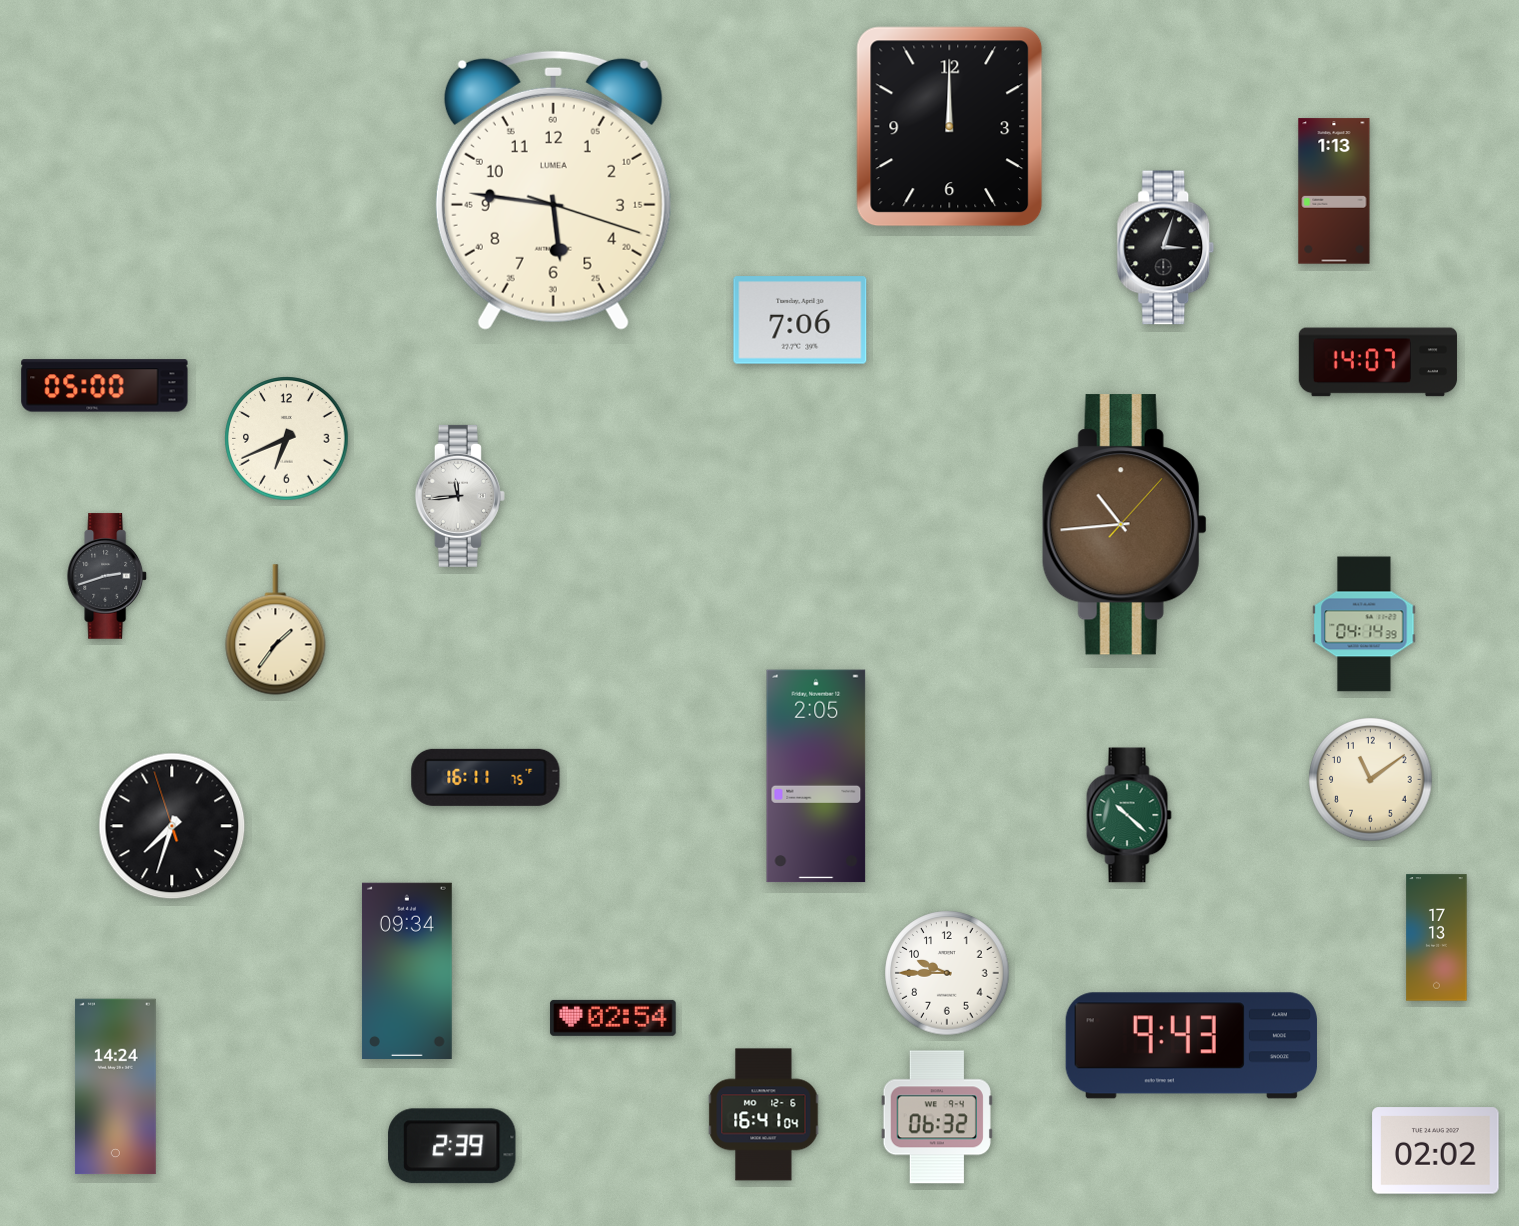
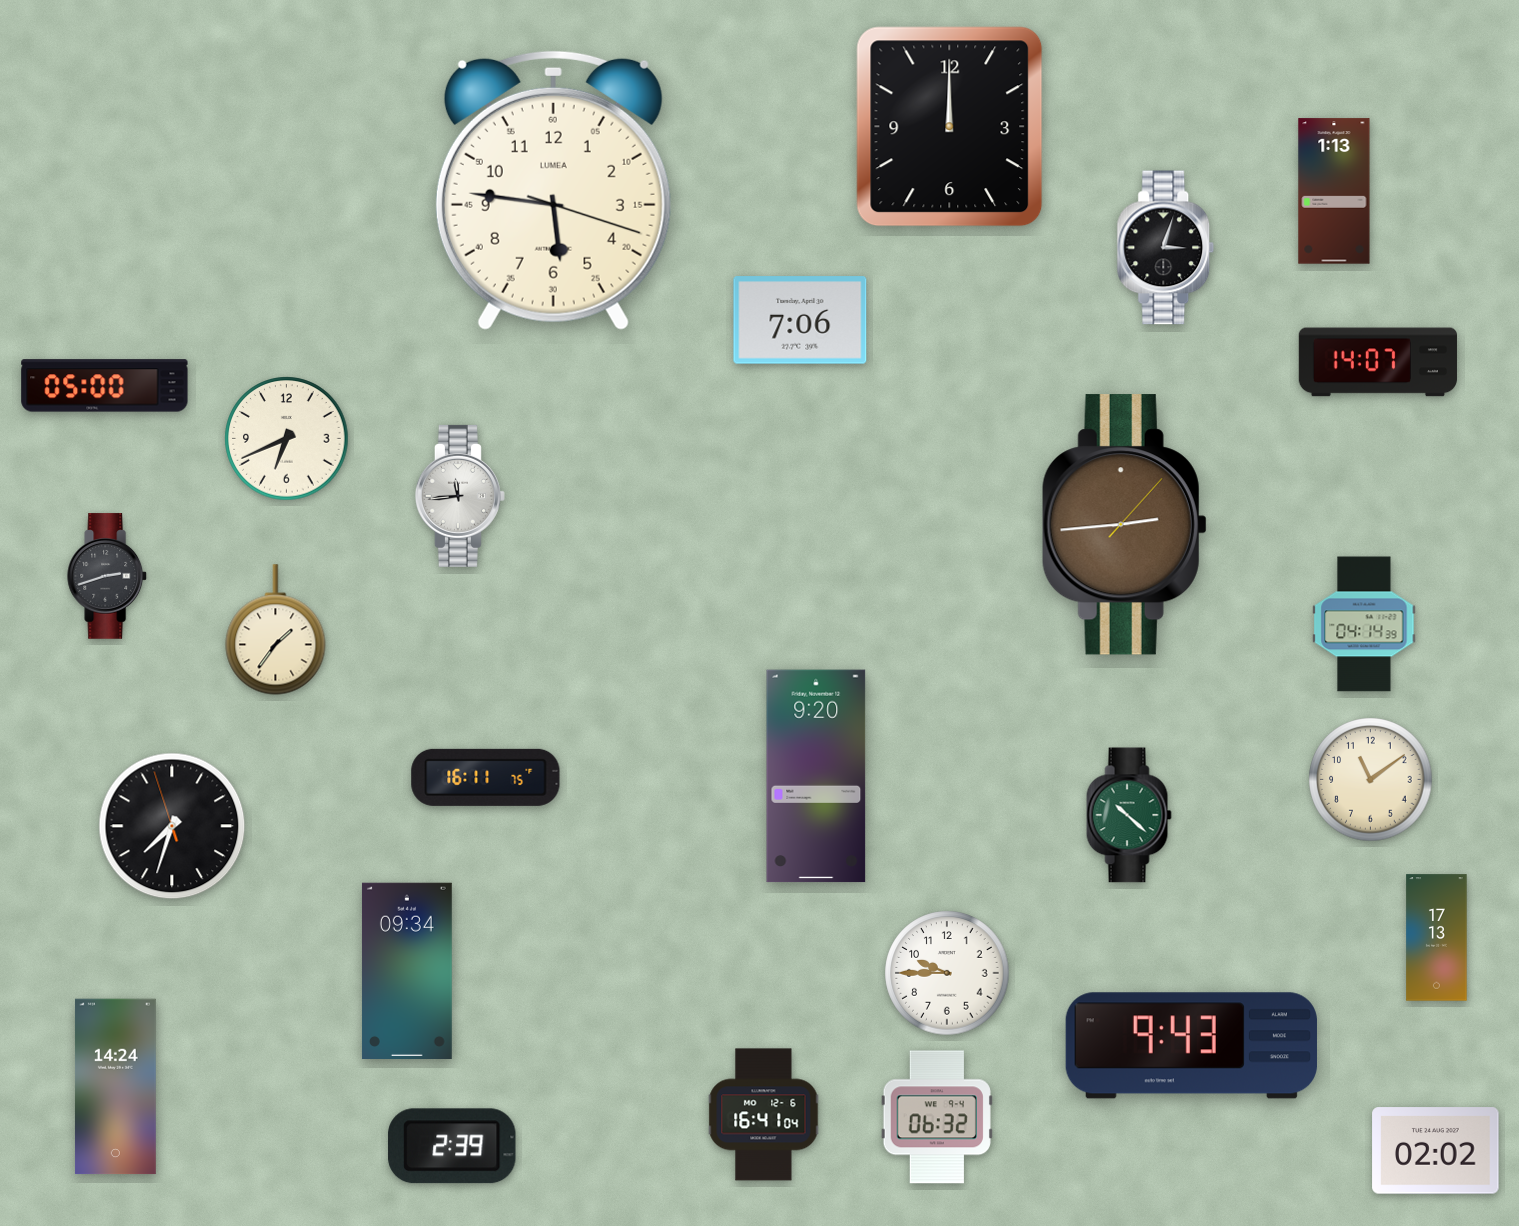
clock at (1124, 525): 10:44 -> 2:44
clock at (816, 776): 2:05 -> 9:20
clock at (613, 1018): 02:54 -> none
